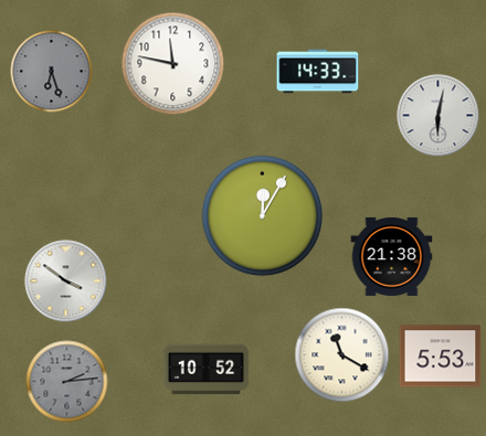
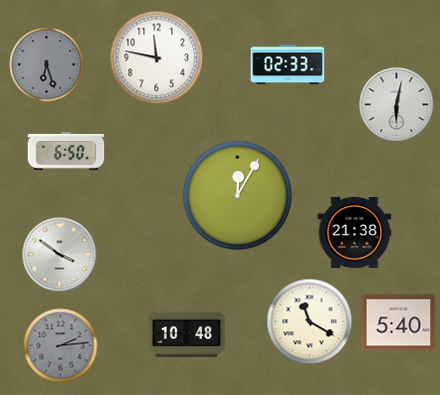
clock at (318, 72): 14:33 -> 02:33
clock at (66, 152): none -> 6:50
clock at (441, 357): 5:53 -> 5:40
clock at (207, 370): 10:52 -> 10:48
